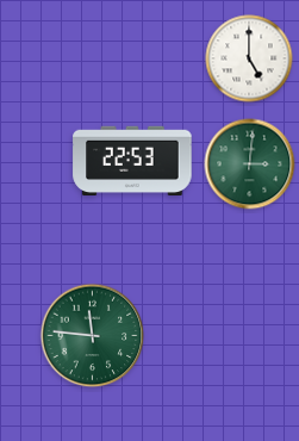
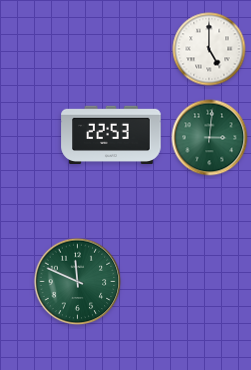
clock at (93, 336): 11:46 -> 11:49
